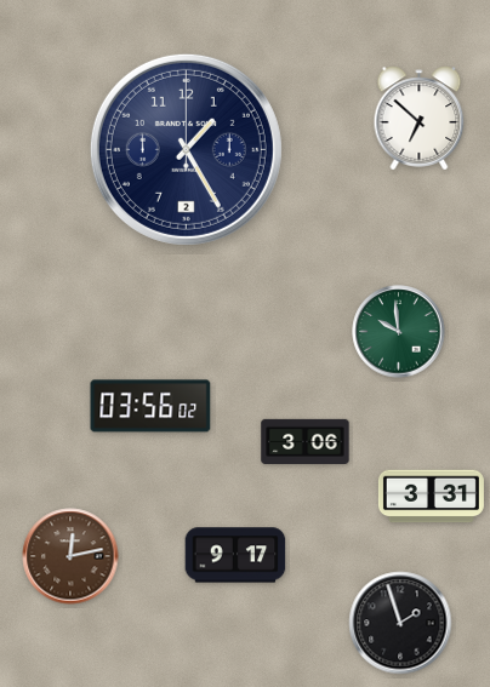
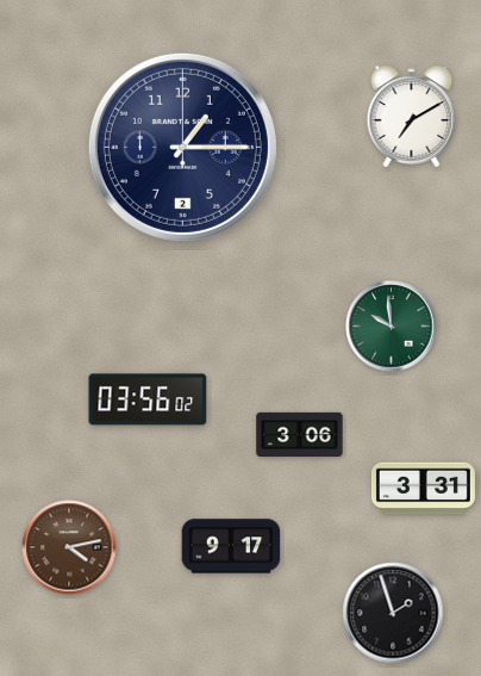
clock at (420, 119): 6:52 -> 7:10
clock at (186, 149): 1:25 -> 1:15
clock at (70, 556): 12:13 -> 4:13
